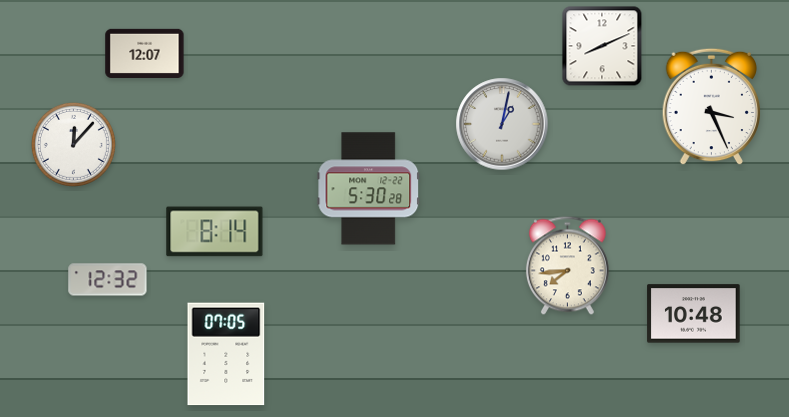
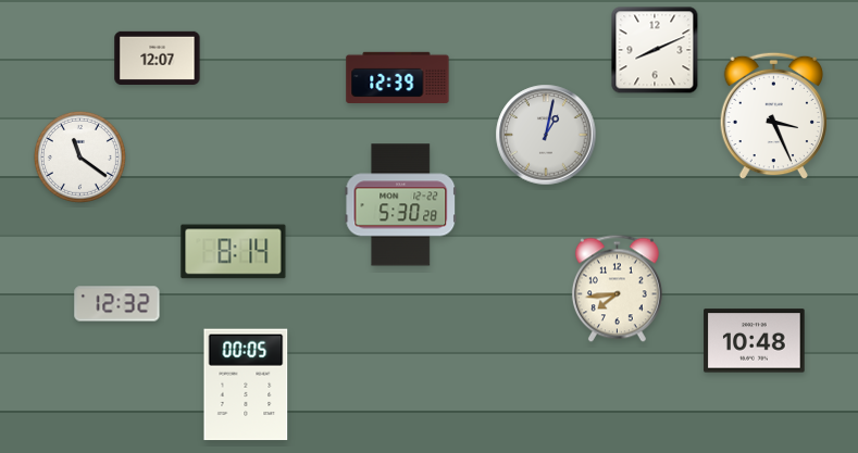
clock at (398, 77): none -> 12:39
clock at (73, 144): 12:07 -> 11:21
clock at (226, 354): 07:05 -> 00:05
